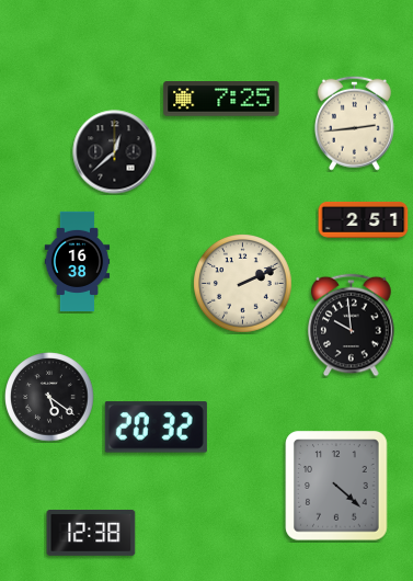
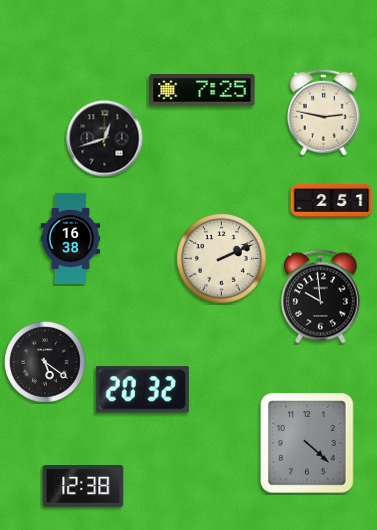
clock at (354, 123): 2:44 -> 2:47
clock at (115, 152): 12:38 -> 12:42
